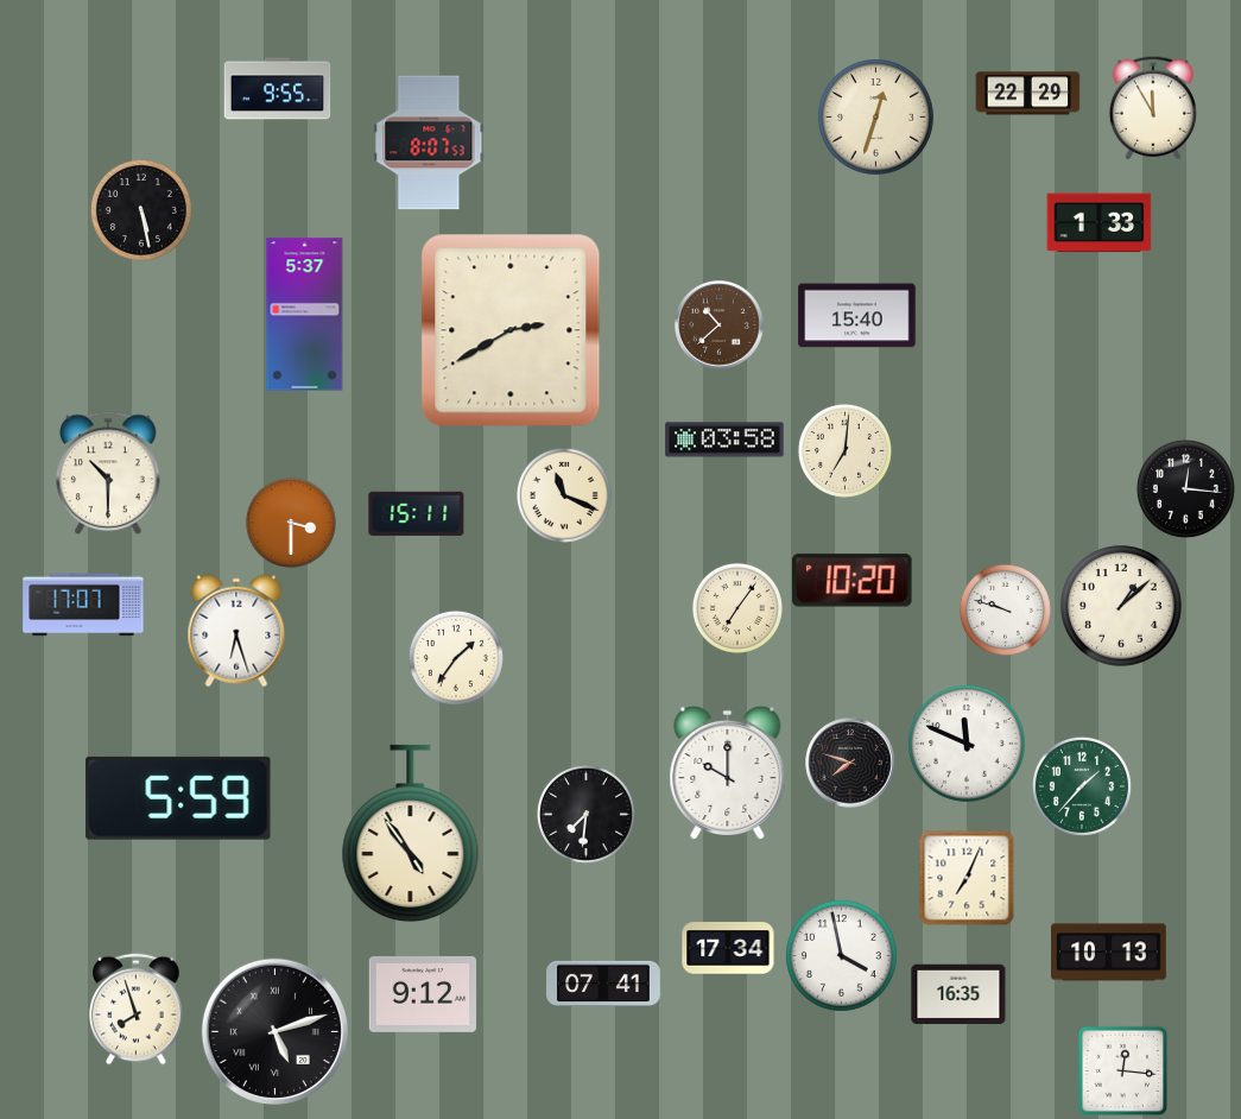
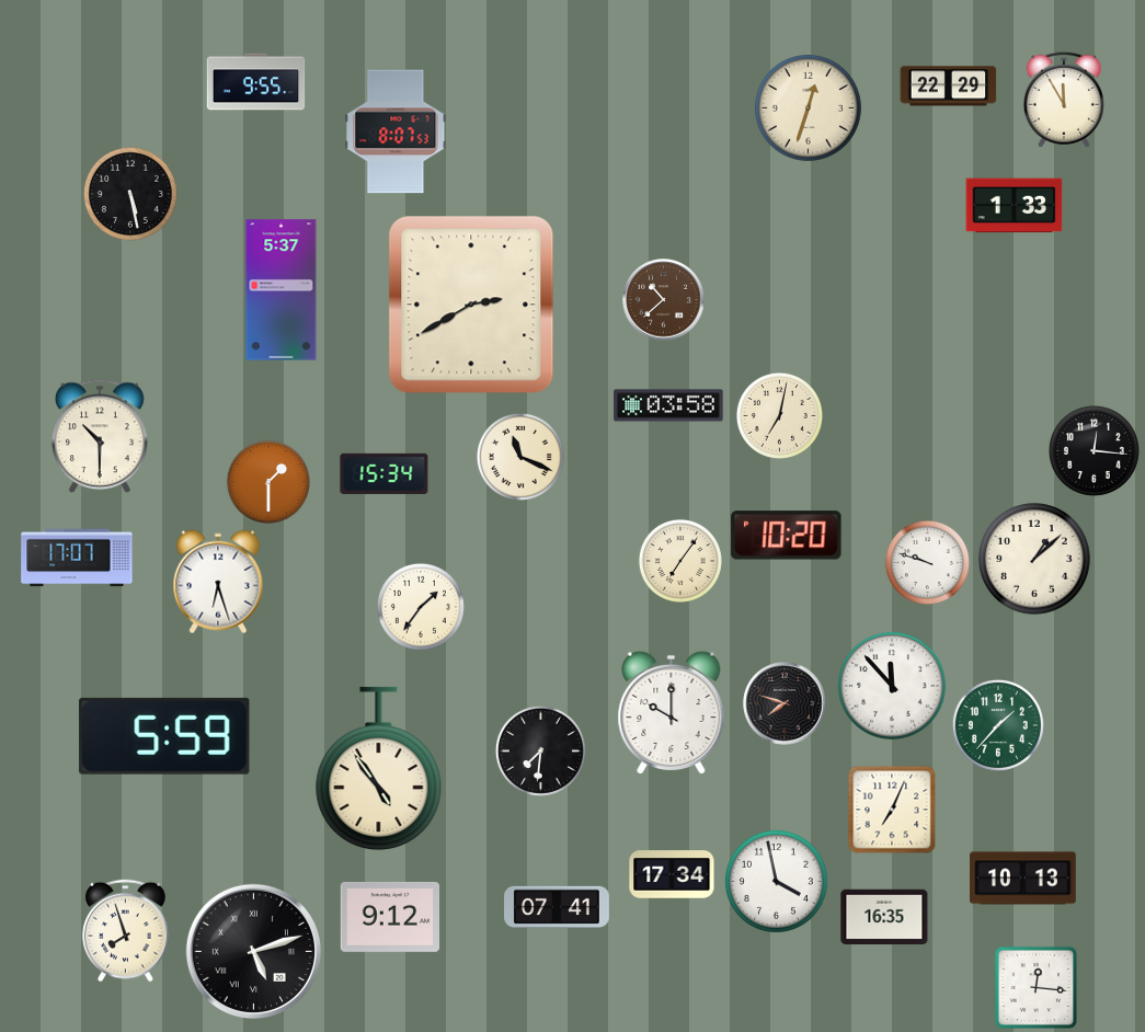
clock at (857, 316): 15:40 -> none
clock at (844, 450): 7:01 -> 7:02
clock at (417, 513): 15:11 -> 15:34
clock at (291, 523): 3:30 -> 1:30
clock at (968, 745): 11:49 -> 11:53
